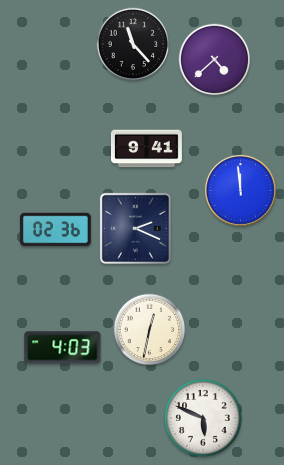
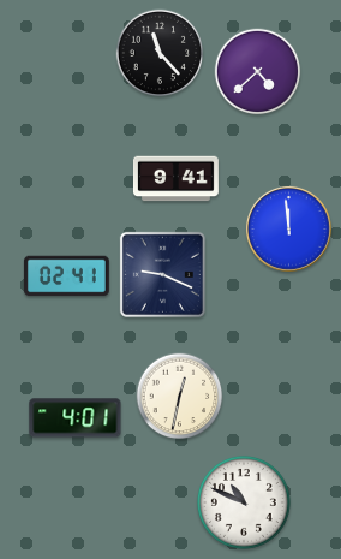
clock at (135, 228): 2:19 -> 9:19
clock at (55, 230): 02:36 -> 02:41
clock at (63, 348): 4:03 -> 4:01
clock at (203, 418): 5:49 -> 10:49
